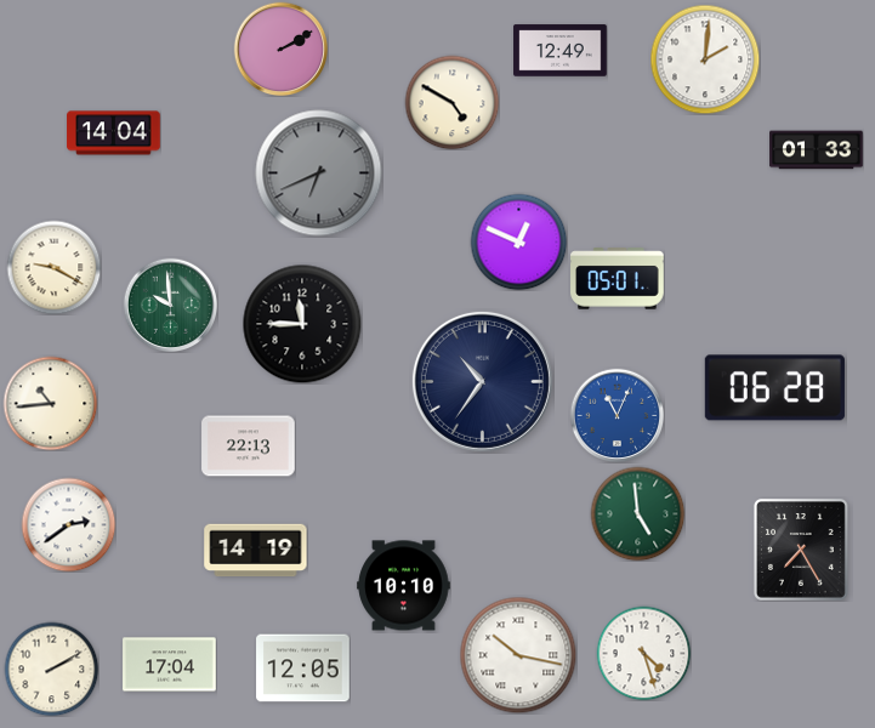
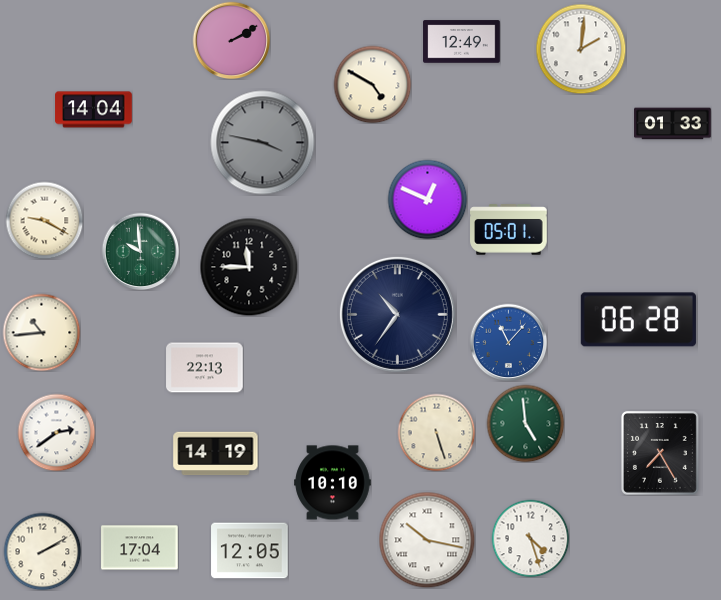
clock at (319, 174): 6:41 -> 3:47
clock at (617, 415): 11:04 -> 11:07
clock at (436, 432): none -> 5:27
clock at (256, 551) position: (256, 551) -> (216, 454)
